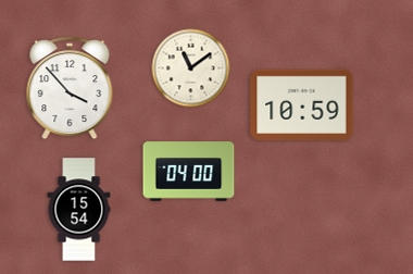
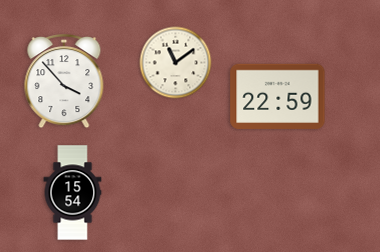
clock at (302, 104): 10:59 -> 22:59
clock at (189, 172): 04:00 -> none
